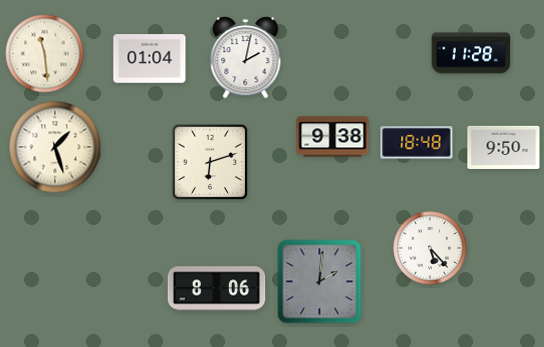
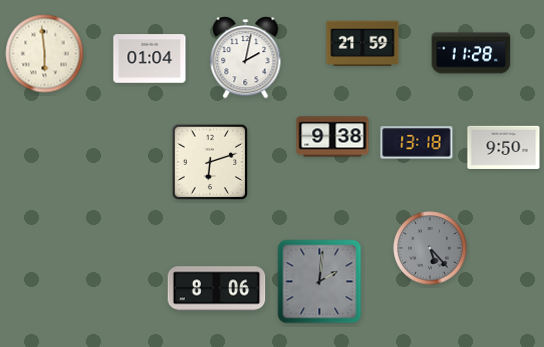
clock at (363, 43): none -> 21:59
clock at (45, 54): 11:29 -> 5:59
clock at (417, 143): 18:48 -> 13:18
clock at (55, 147): 1:27 -> none
clock at (430, 248) dial: white -> grey
